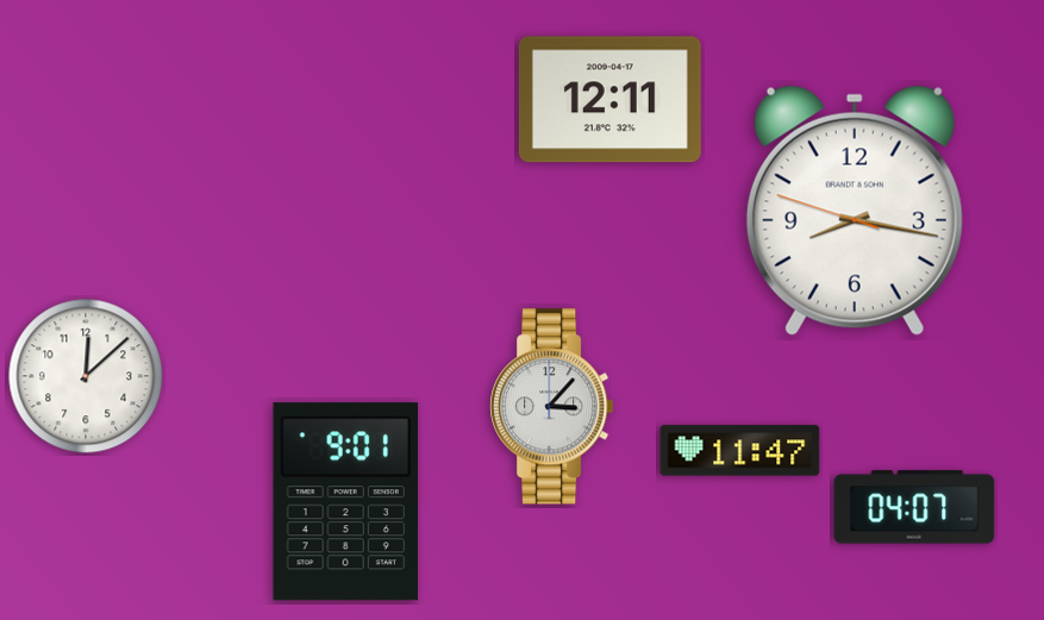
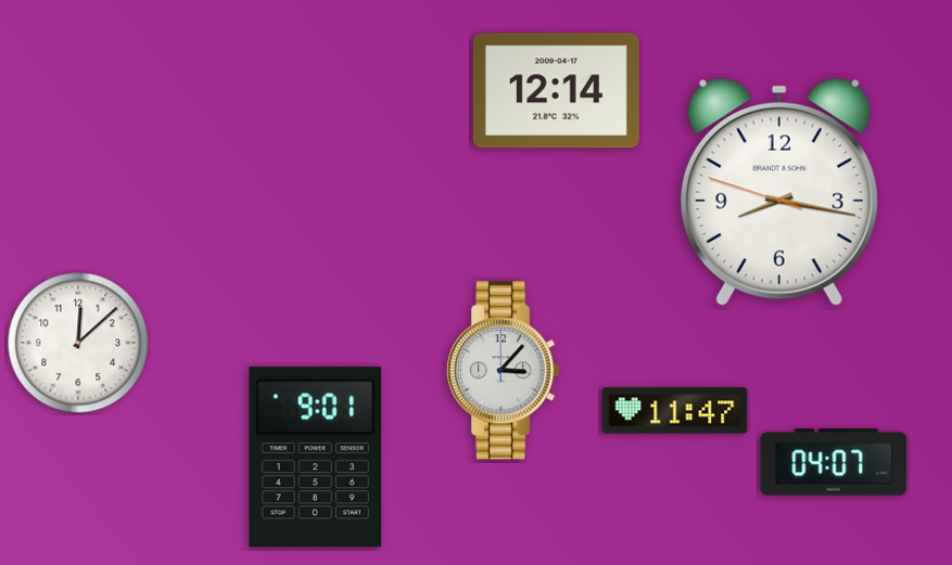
clock at (609, 100): 12:11 -> 12:14
